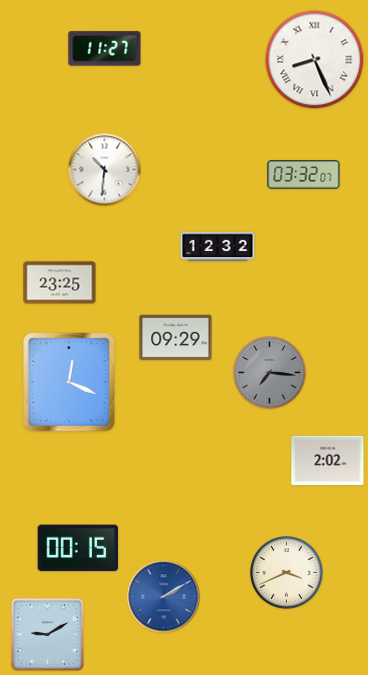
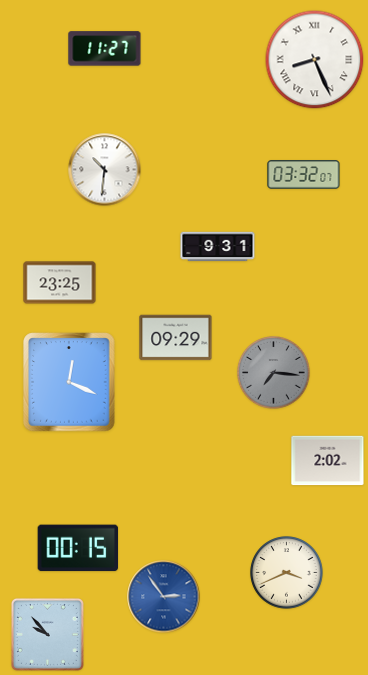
clock at (218, 247): 12:32 -> 9:31
clock at (270, 373) position: (270, 373) -> (274, 373)
clock at (164, 597): 2:10 -> 2:54
clock at (47, 634): 9:10 -> 9:53
